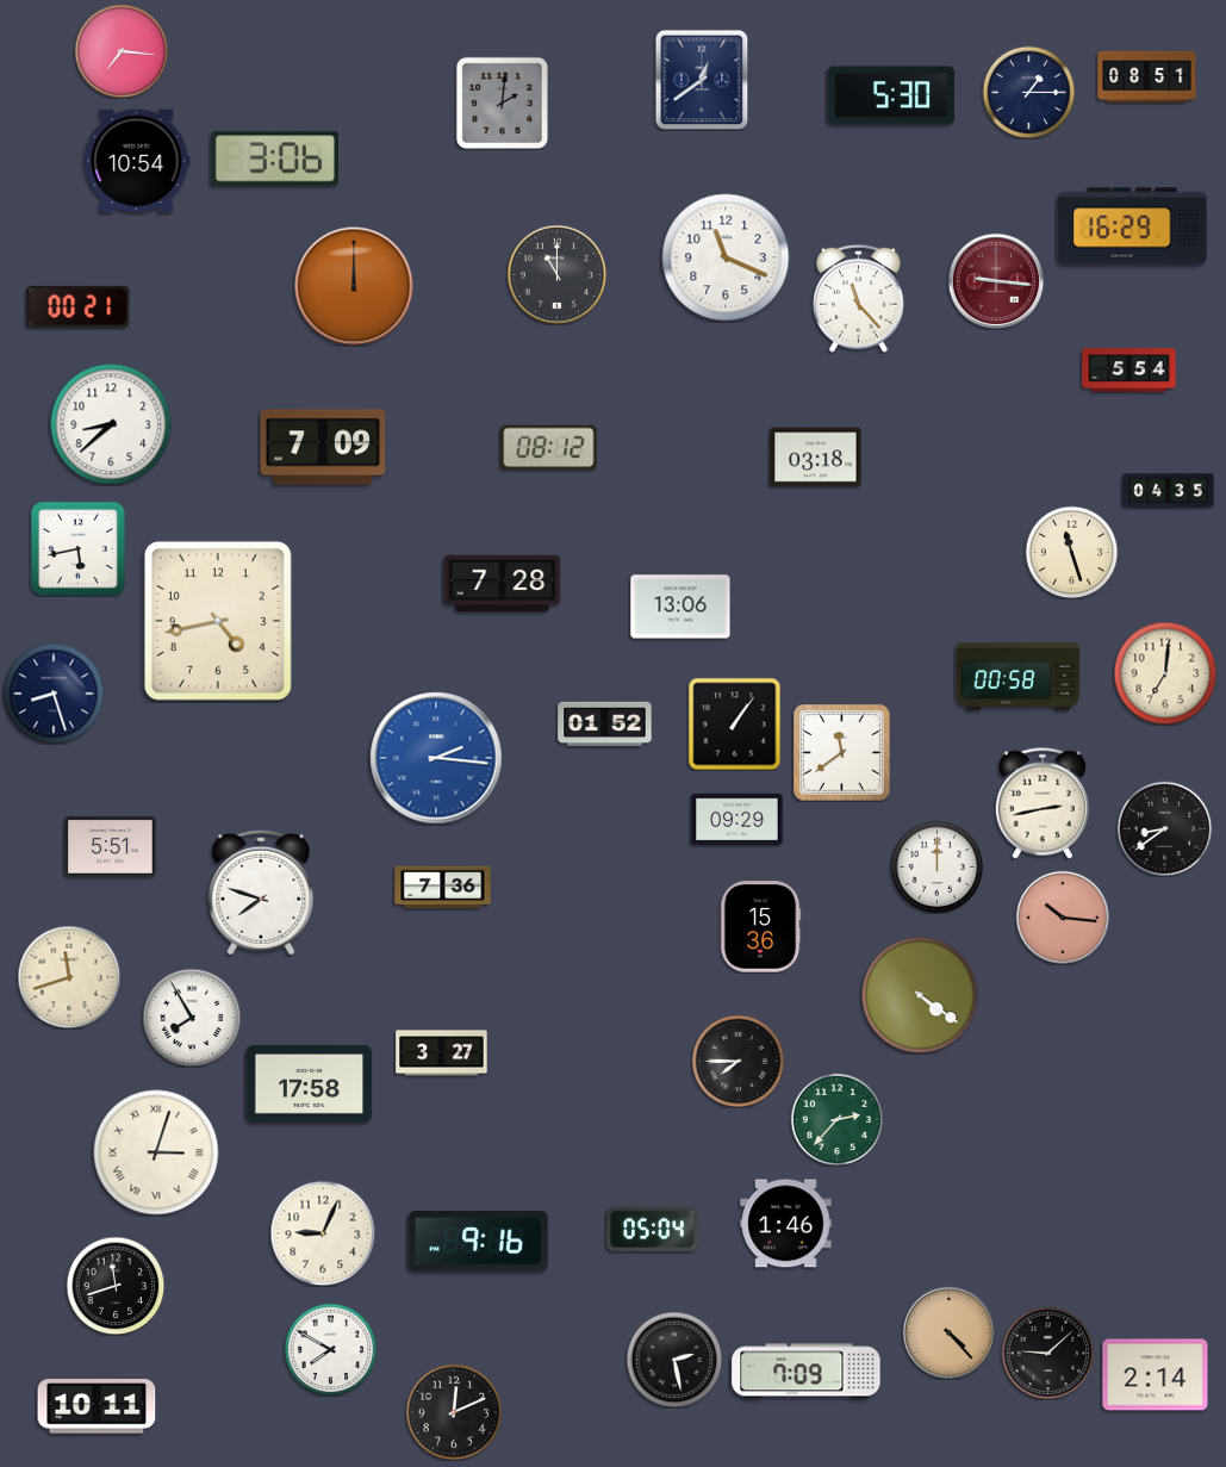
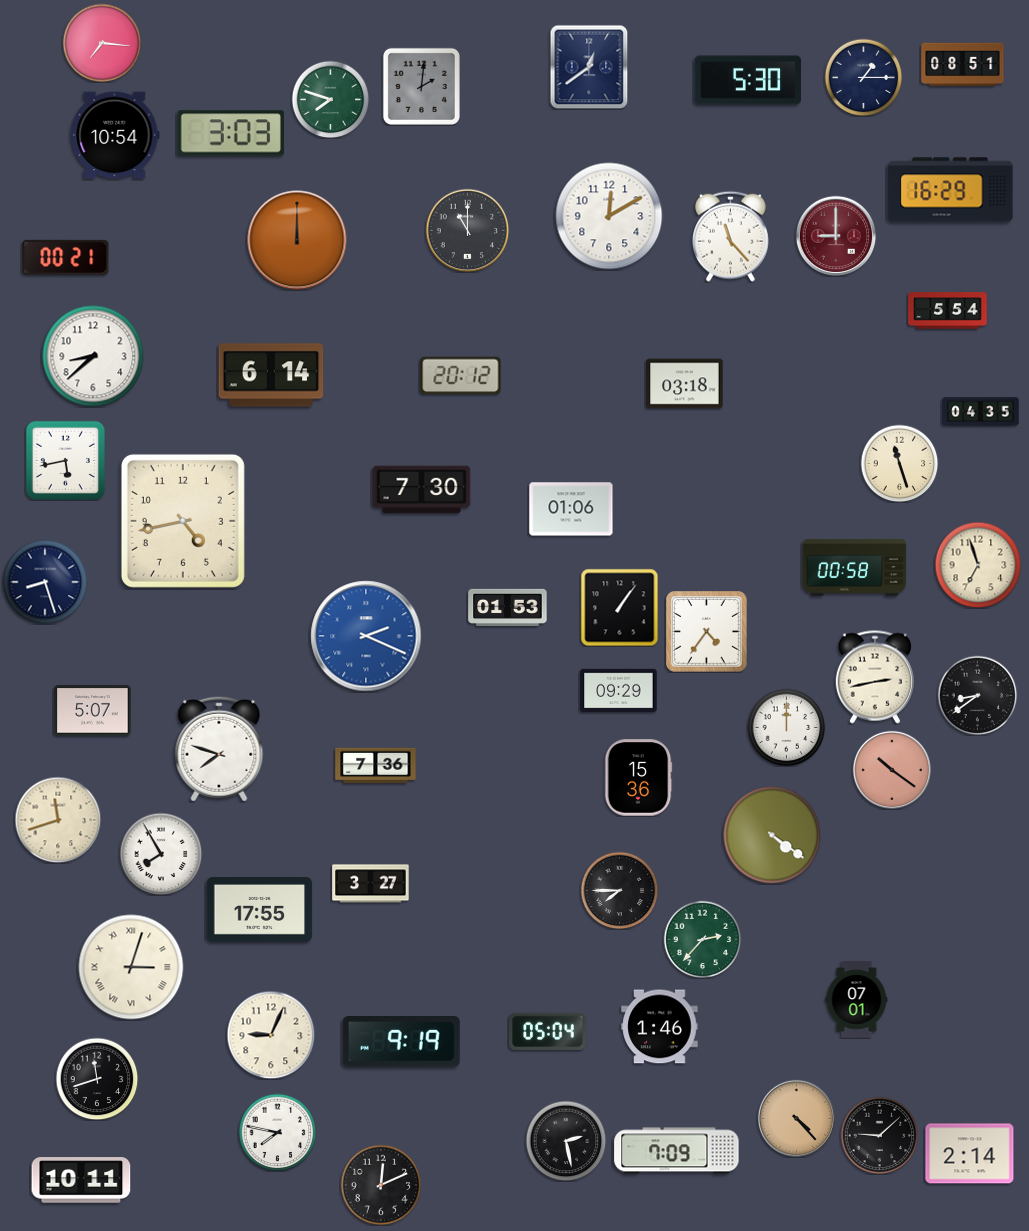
clock at (330, 99): none -> 7:48
clock at (275, 158): 3:06 -> 3:03
clock at (726, 257): 11:19 -> 12:10
clock at (996, 281): 9:16 -> 9:00
clock at (859, 298) position: (859, 298) -> (731, 236)
clock at (323, 447): 7:09 -> 6:14
clock at (549, 448): 08:12 -> 20:12
clock at (503, 584): 7:28 -> 7:30
clock at (680, 607): 13:06 -> 01:06
clock at (1165, 673): 7:01 -> 6:57
clock at (605, 723): 01:52 -> 01:53
clock at (734, 723) position: (734, 723) -> (619, 607)
clock at (842, 753): 11:39 -> 4:36
clock at (436, 758): 2:16 -> 2:19
clock at (1041, 803) position: (1041, 803) -> (874, 677)
clock at (738, 820) position: (738, 820) -> (619, 691)
clock at (111, 847): 5:51 -> 5:07
clock at (443, 888) position: (443, 888) -> (376, 766)
clock at (1062, 916): 10:16 -> 10:21
clock at (310, 1083): 17:58 -> 17:55
clock at (857, 1000): none -> 07:01
clock at (478, 1242): 9:16 -> 9:19
clock at (330, 1349): 7:50 -> 7:47
